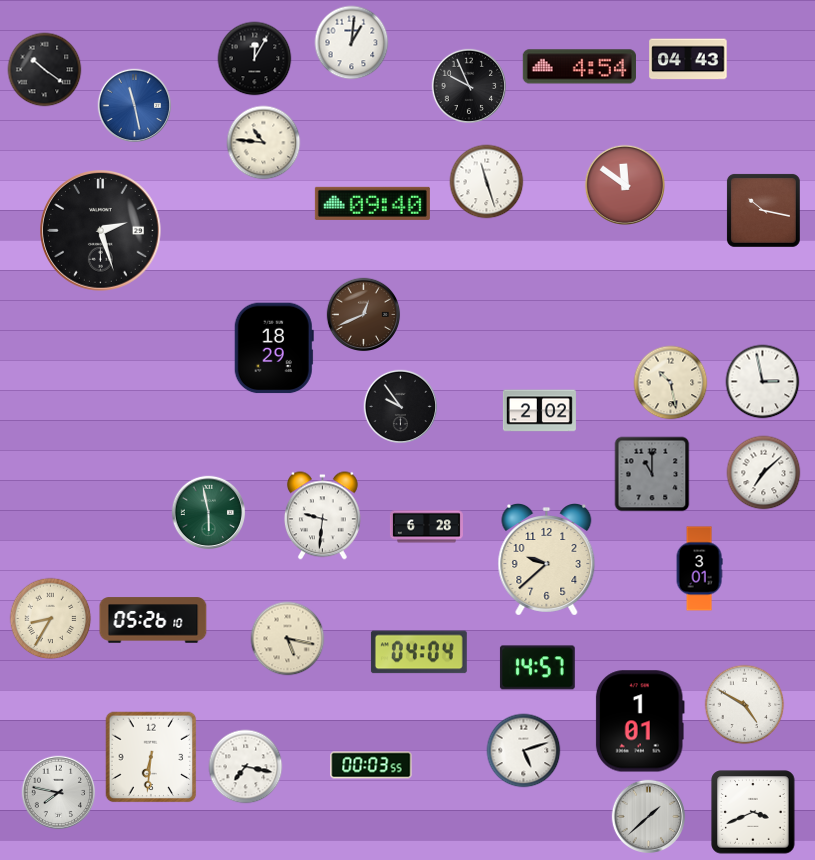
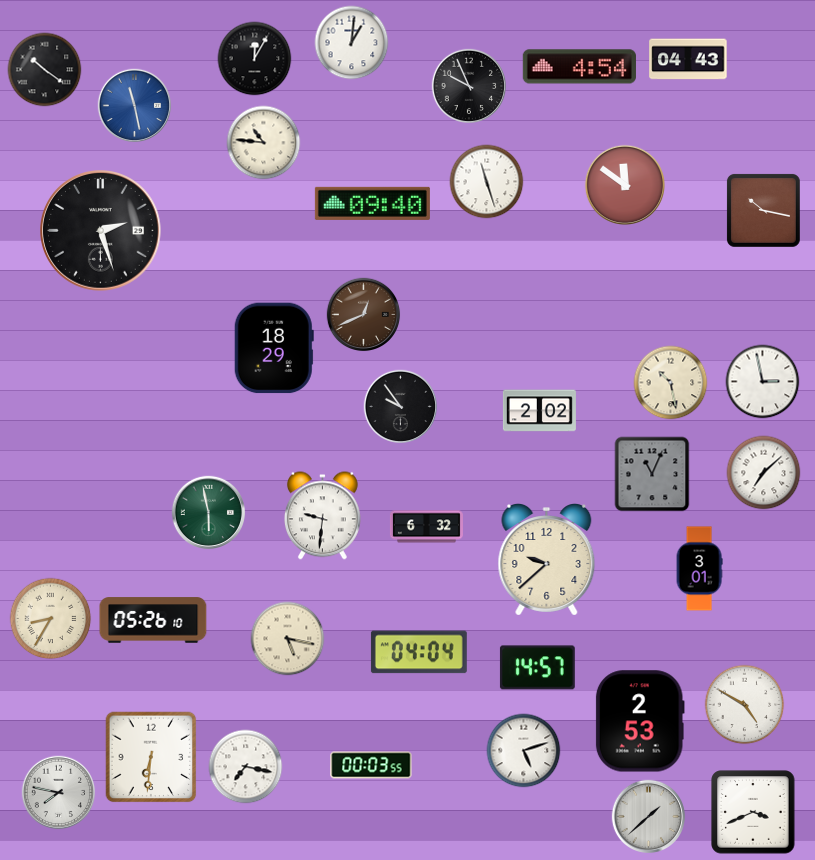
clock at (652, 474): 11:00 -> 11:04
clock at (426, 527): 6:28 -> 6:32
clock at (640, 721): 1:01 -> 2:53
